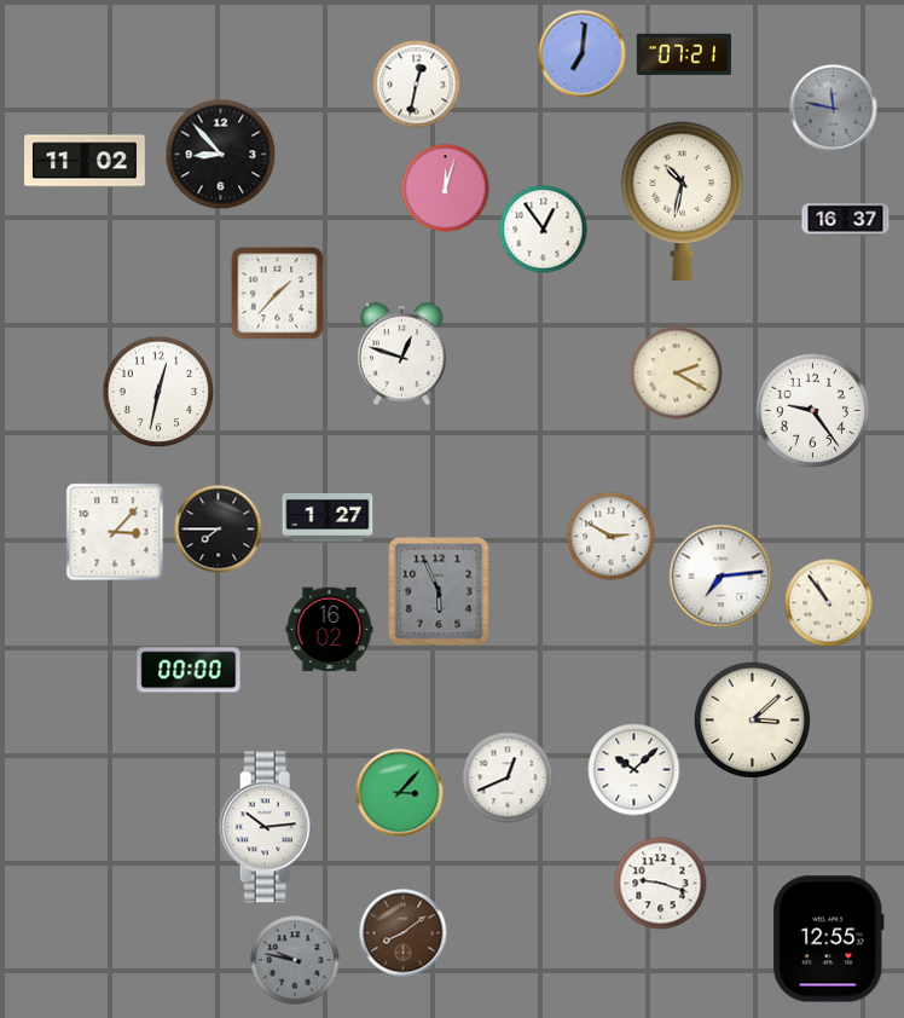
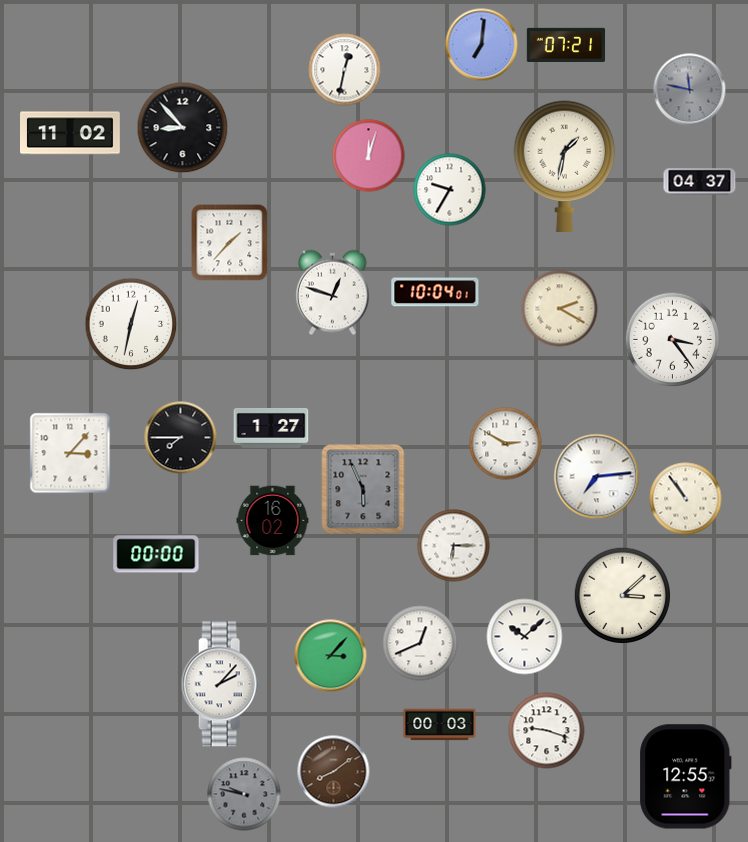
clock at (683, 201): 10:32 -> 1:32
clock at (846, 220): 16:37 -> 04:37
clock at (544, 230): 12:54 -> 9:35
clock at (435, 292): none -> 10:04
clock at (813, 411): 9:24 -> 3:24
clock at (115, 532) position: (115, 532) -> (70, 453)
clock at (454, 546): none -> 6:15
clock at (267, 827): 10:14 -> 2:07
clock at (440, 725): none -> 00:03
